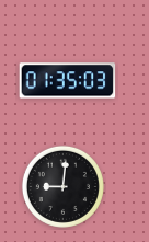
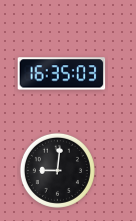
clock at (68, 81): 01:35 -> 16:35
